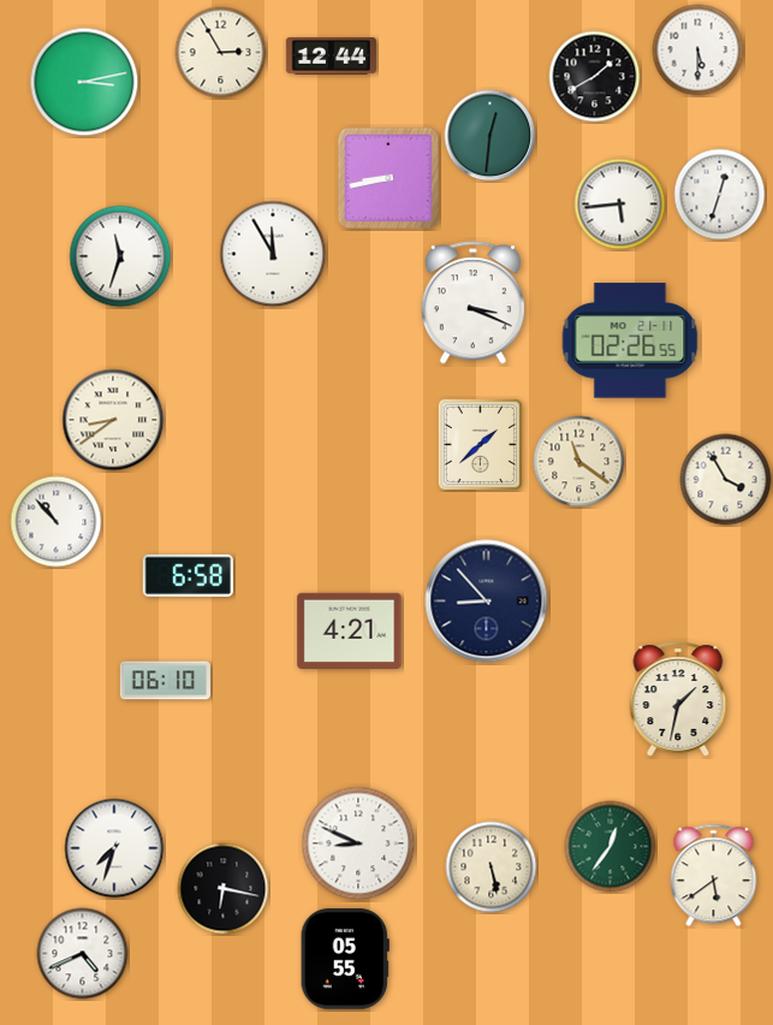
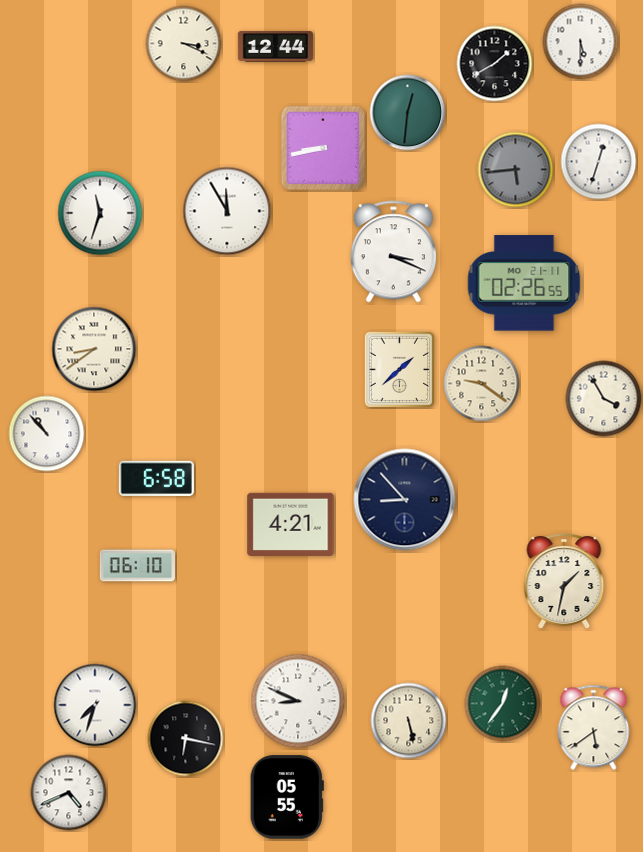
clock at (221, 53): 2:55 -> 3:19
clock at (84, 82): 3:13 -> none
clock at (620, 205) dial: white -> grey
clock at (579, 462): 11:21 -> 9:21
clock at (611, 847) position: (611, 847) -> (503, 704)
